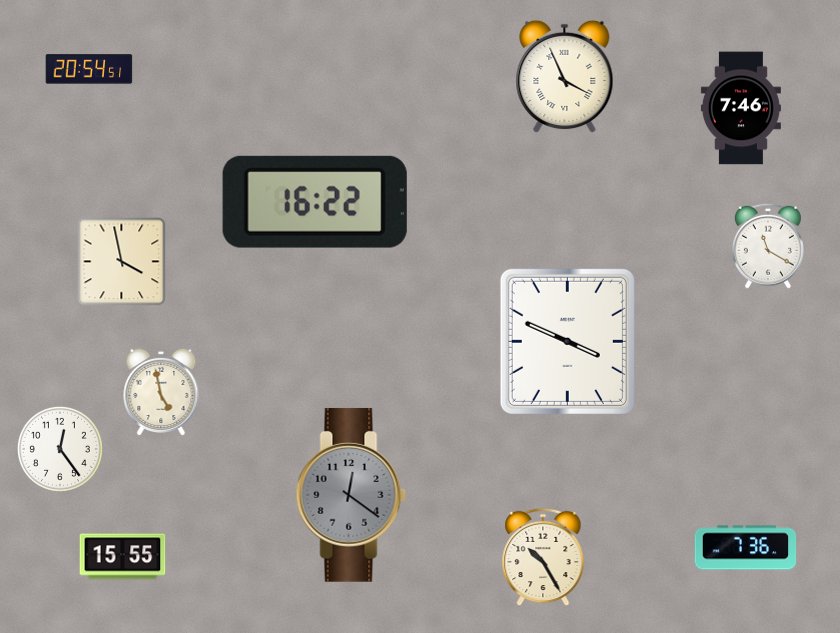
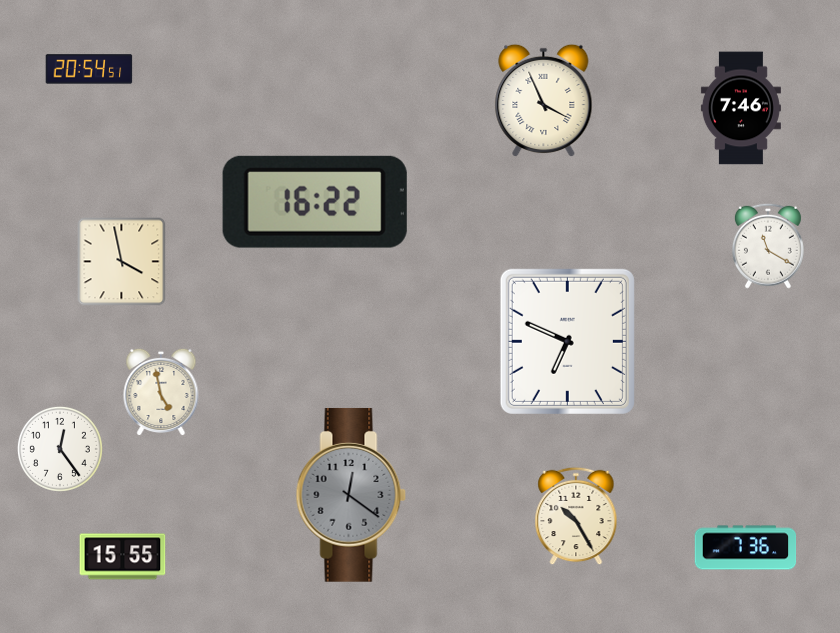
clock at (565, 77) position: (565, 77) -> (544, 101)
clock at (567, 341): 3:49 -> 6:49
clock at (543, 557) position: (543, 557) -> (576, 516)
